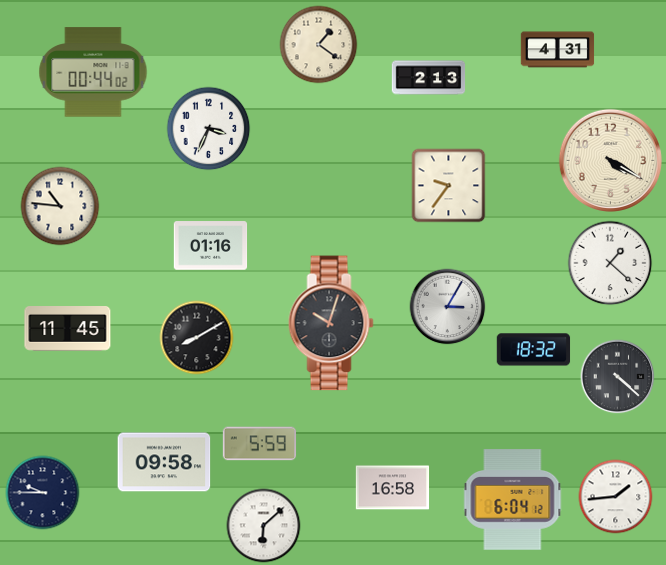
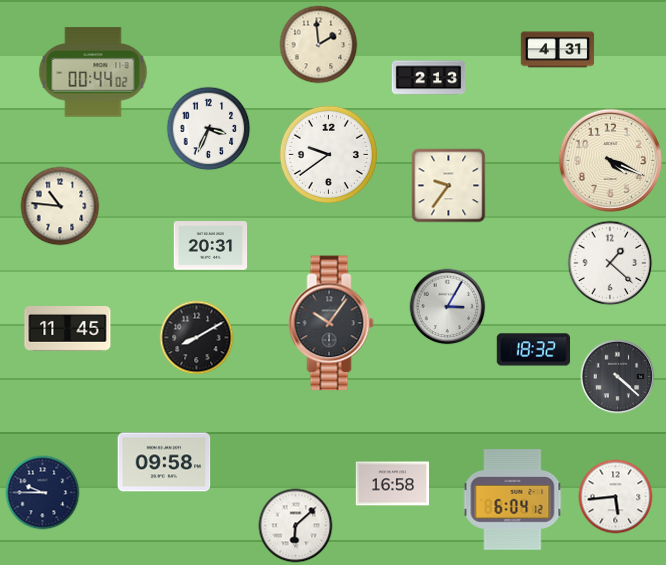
clock at (319, 45): 1:21 -> 1:59
clock at (328, 154): none -> 9:39
clock at (610, 160): 4:20 -> 4:19
clock at (211, 246): 01:16 -> 20:31
clock at (331, 323): 10:03 -> 10:06
clock at (260, 444): 5:59 -> none
clock at (393, 488) position: (393, 488) -> (393, 484)
clock at (616, 497): 1:44 -> 5:44
clock at (264, 526) position: (264, 526) -> (296, 526)
